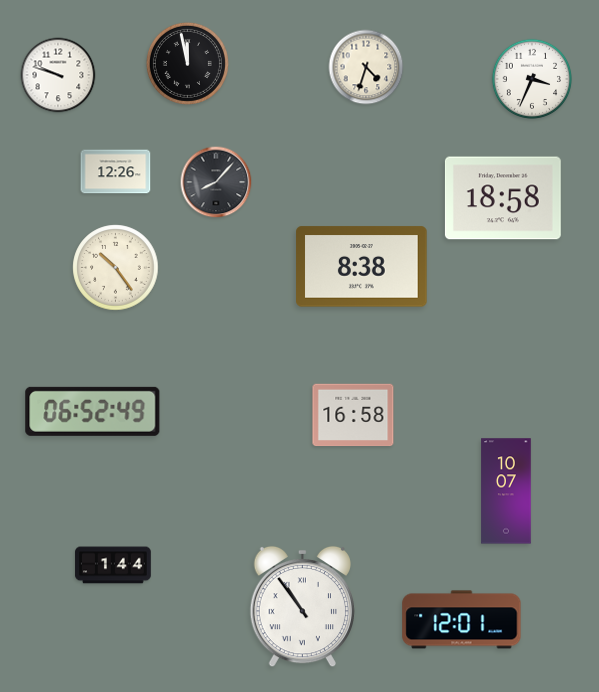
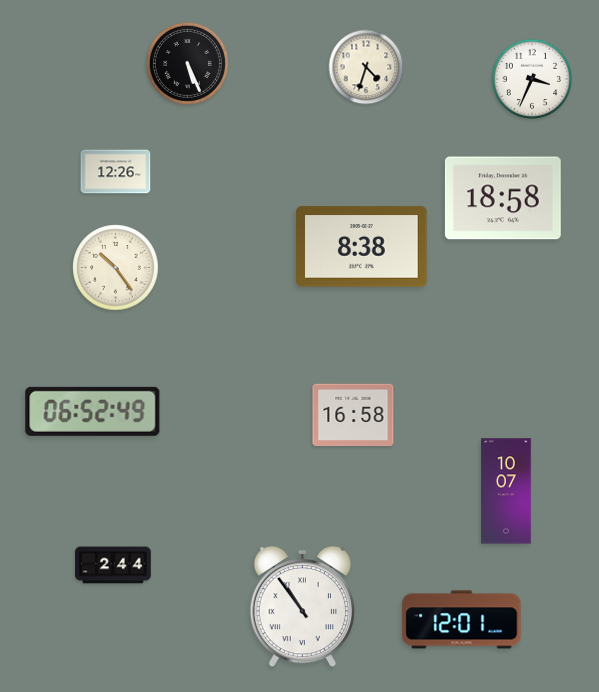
clock at (187, 63): 11:58 -> 5:26
clock at (58, 75): 9:48 -> none
clock at (216, 182): 8:07 -> none
clock at (362, 267) position: (362, 267) -> (362, 247)
clock at (113, 565): 1:44 -> 2:44
